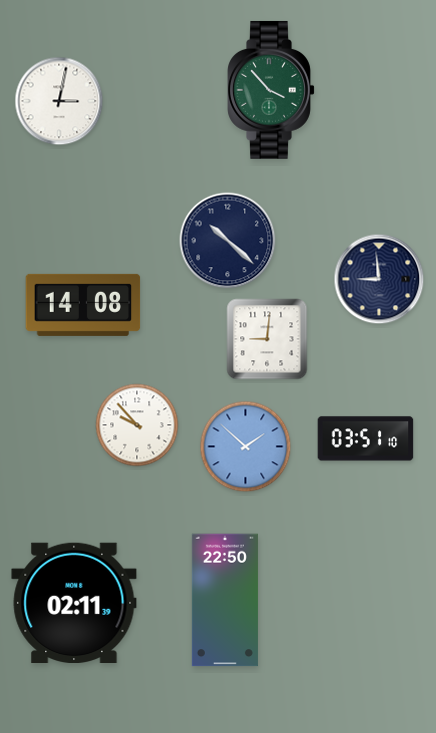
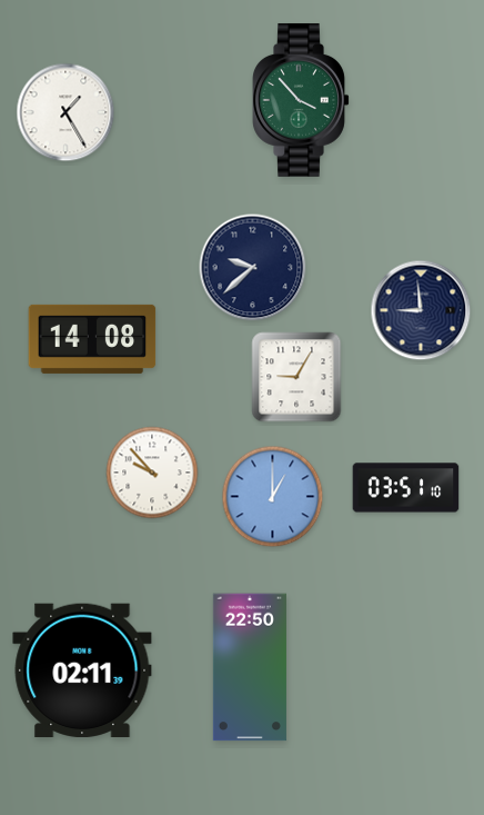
clock at (59, 101): 3:02 -> 1:25
clock at (228, 241): 10:22 -> 9:38
clock at (267, 339): 9:01 -> 9:05
clock at (246, 447): 1:52 -> 1:00
